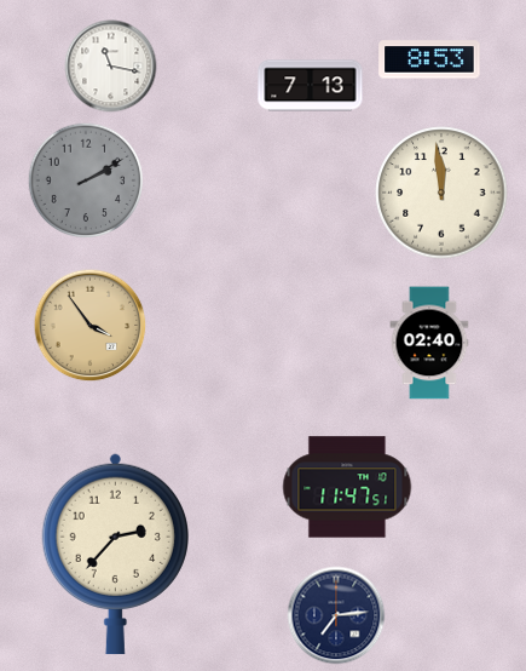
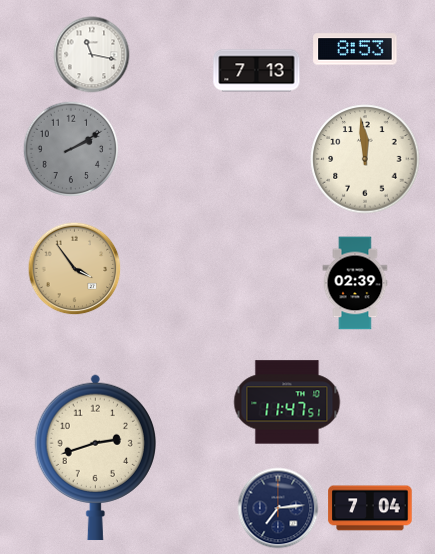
clock at (429, 343): 02:40 -> 02:39
clock at (115, 554): 2:37 -> 2:42
clock at (370, 508): none -> 7:04
